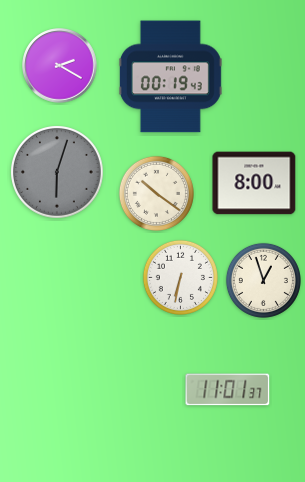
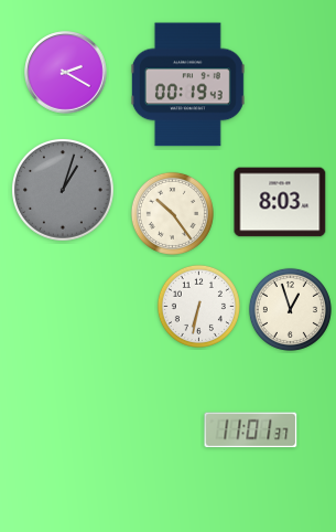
clock at (58, 173): 6:03 -> 1:03
clock at (254, 183): 8:00 -> 8:03
clock at (156, 193): 10:21 -> 10:24
